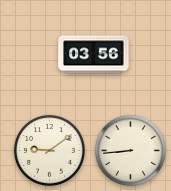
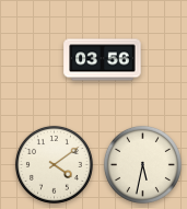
clock at (49, 150): 9:09 -> 4:09
clock at (130, 150): 8:44 -> 5:32
